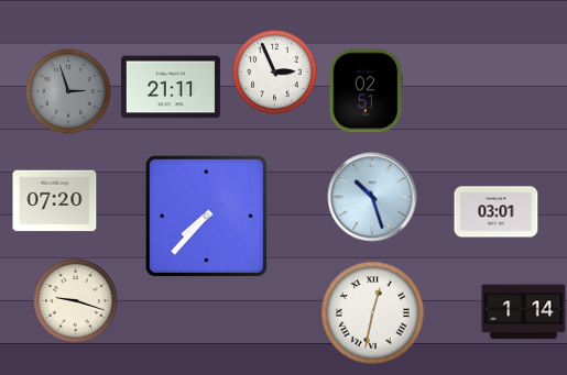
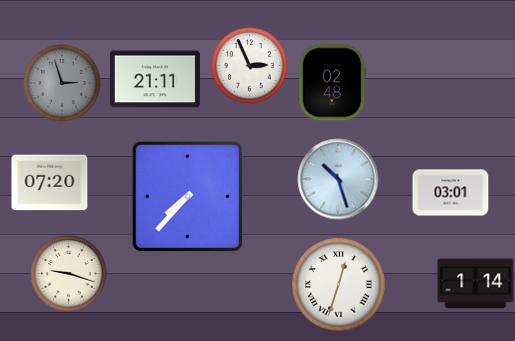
clock at (367, 91): 02:51 -> 02:48
clock at (373, 313): 12:32 -> 12:33
